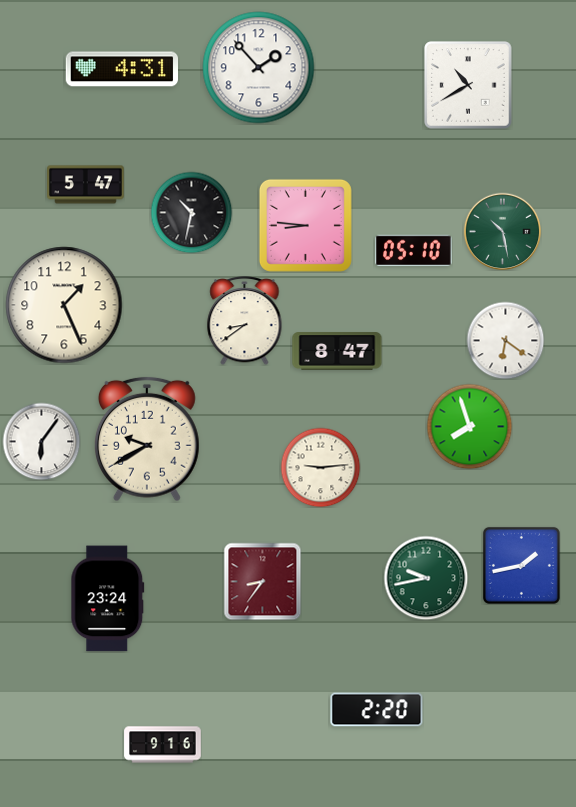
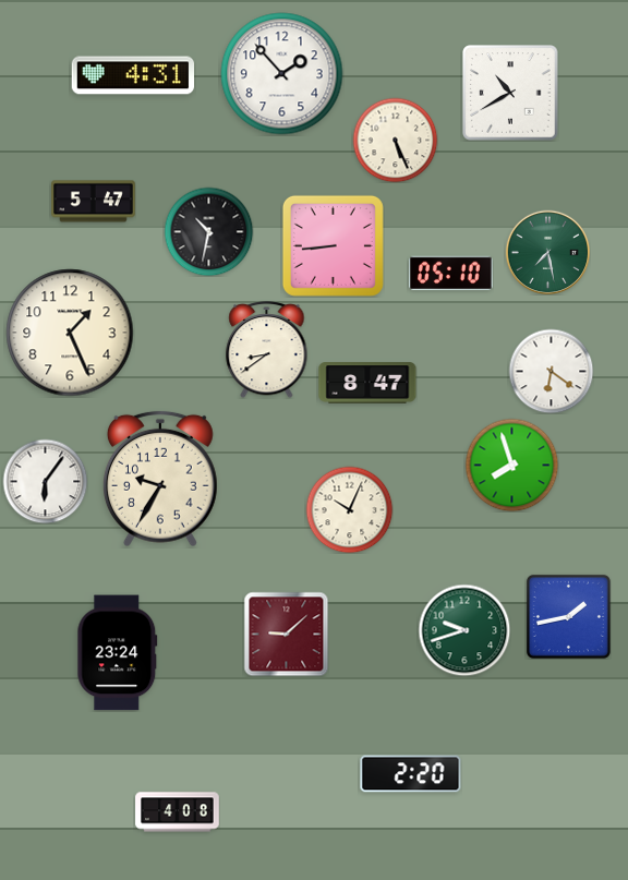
clock at (395, 140): none -> 5:26
clock at (305, 225): 8:46 -> 8:44
clock at (502, 231): 10:28 -> 7:28
clock at (147, 439): 9:40 -> 9:35
clock at (320, 467): 9:14 -> 10:04
clock at (426, 578): 9:43 -> 9:42
clock at (262, 581): 8:36 -> 9:08
clock at (163, 745): 9:16 -> 4:08
